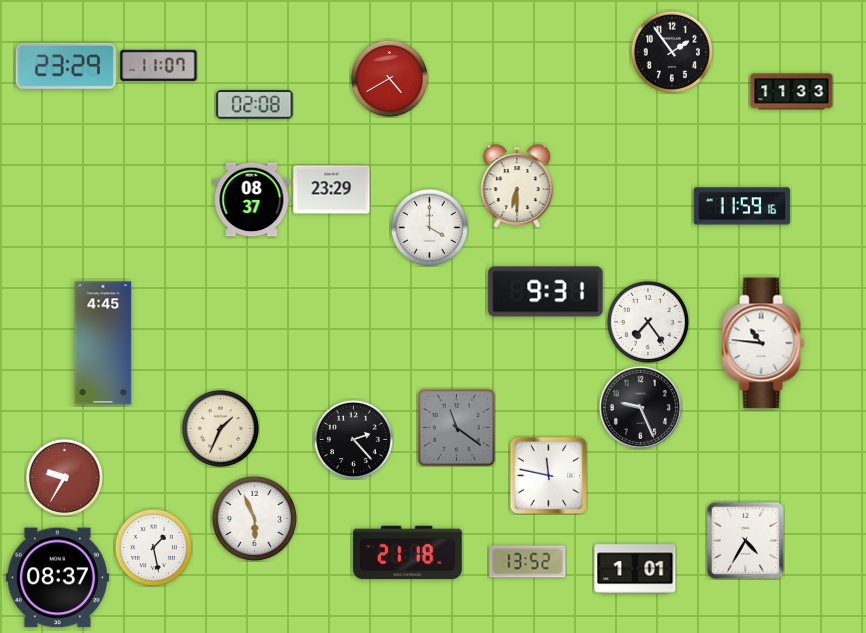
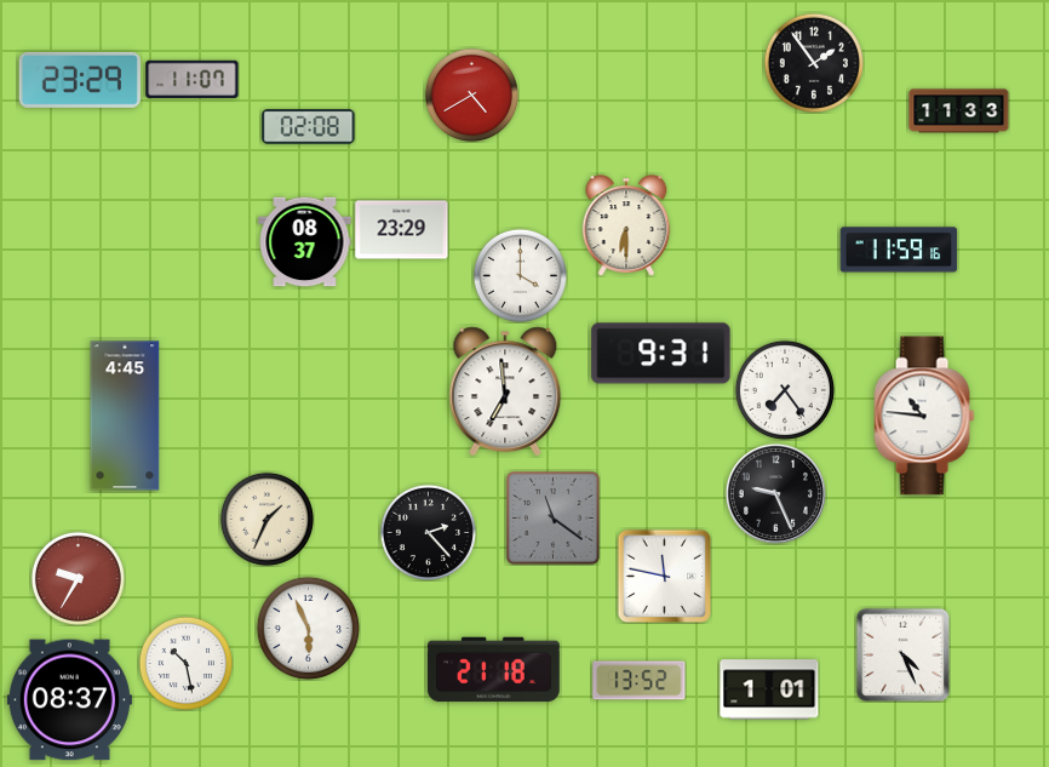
clock at (505, 391): none -> 6:59
clock at (745, 540): 4:35 -> 4:26
clock at (153, 547): 1:28 -> 10:28
